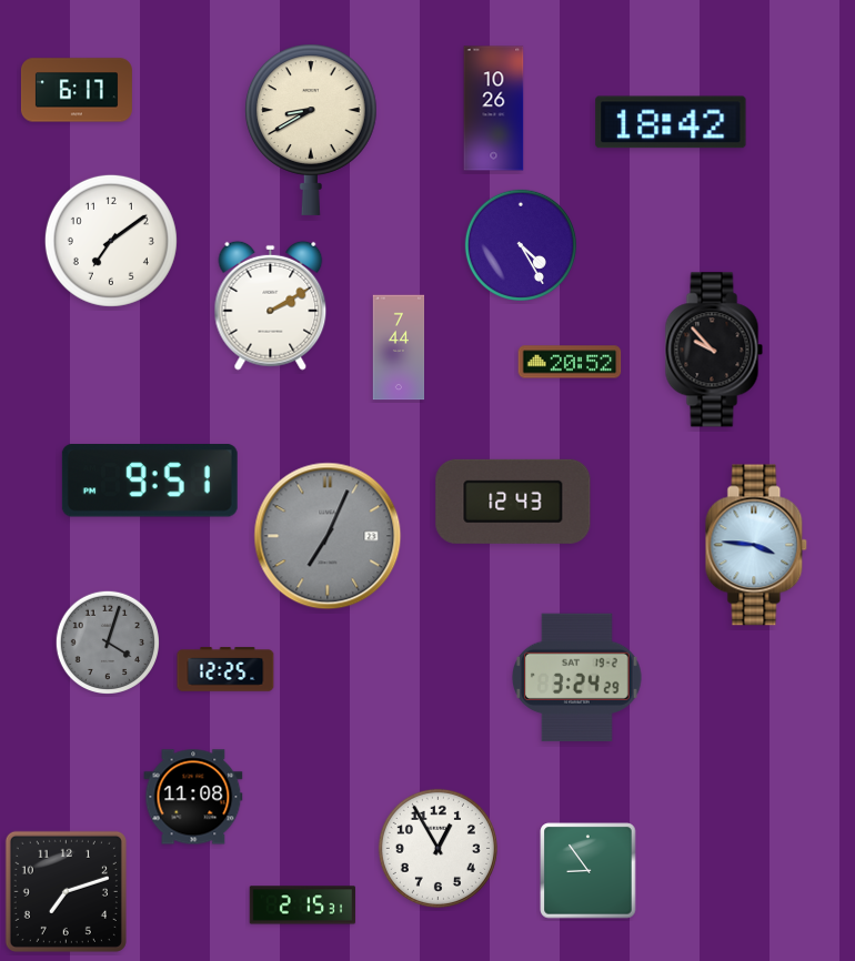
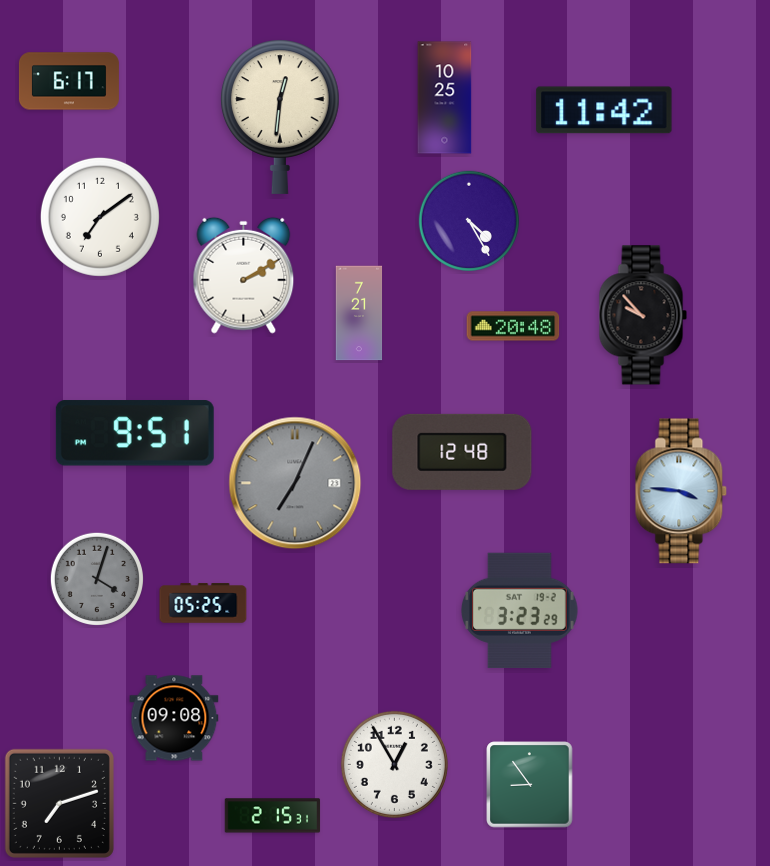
clock at (494, 109): 10:26 -> 10:25
clock at (671, 122): 18:42 -> 11:42
clock at (311, 130): 8:40 -> 12:31
clock at (399, 347): 7:44 -> 7:21
clock at (570, 362): 20:52 -> 20:48
clock at (513, 502): 12:43 -> 12:48
clock at (225, 669): 12:25 -> 05:25
clock at (577, 677): 3:24 -> 3:23
clock at (193, 797): 11:08 -> 09:08
